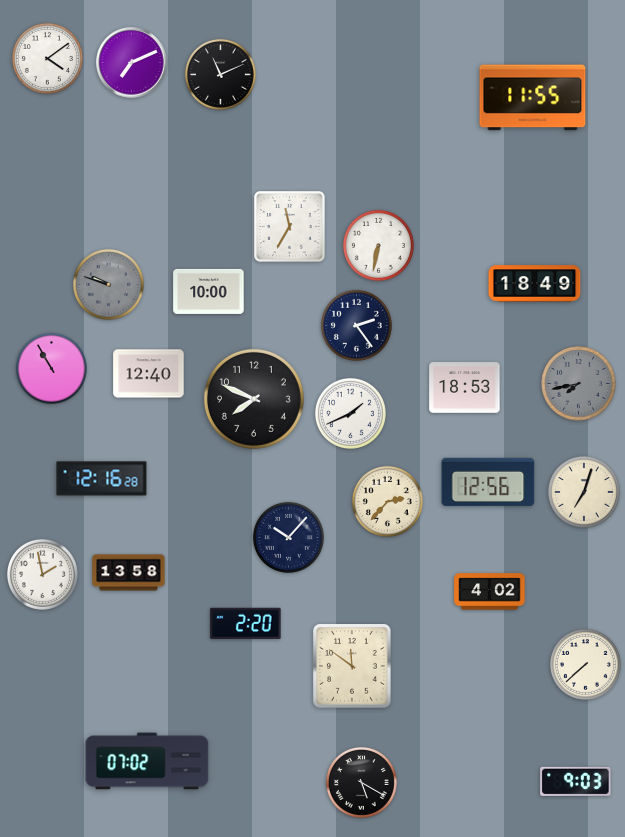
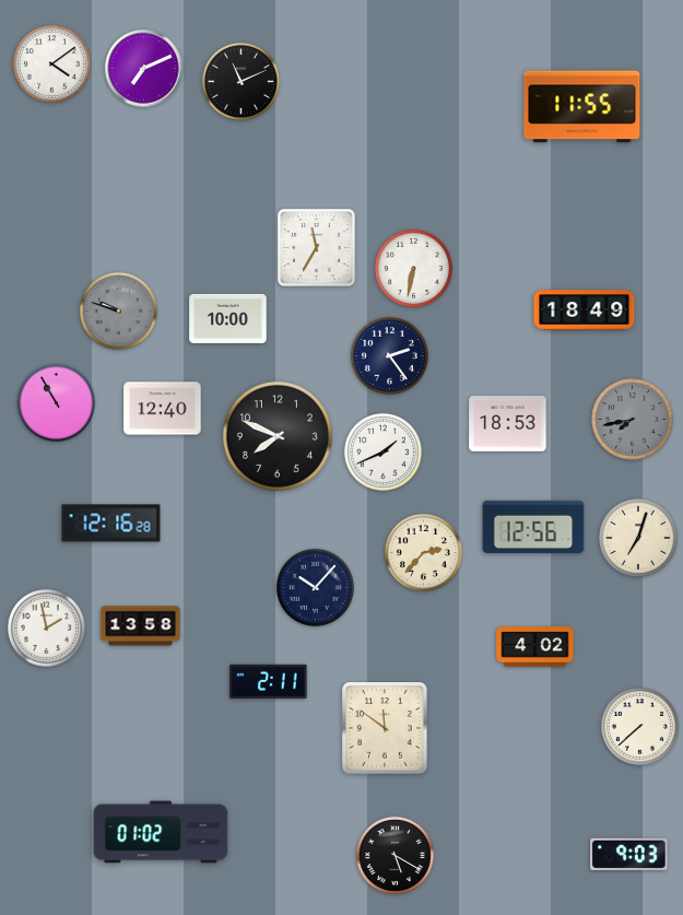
clock at (387, 501) position: (387, 501) -> (423, 552)
clock at (246, 623): 2:20 -> 2:11
clock at (147, 761): 07:02 -> 01:02
